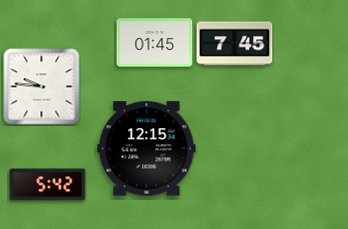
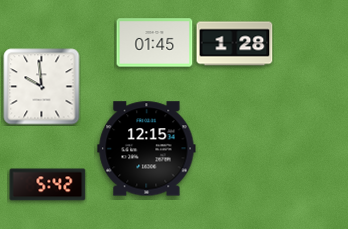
clock at (235, 44): 7:45 -> 1:28
clock at (42, 87): 9:46 -> 9:59
